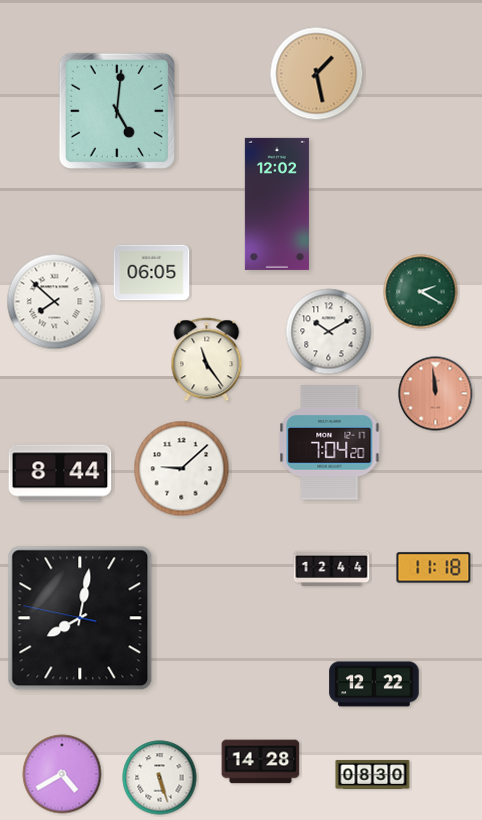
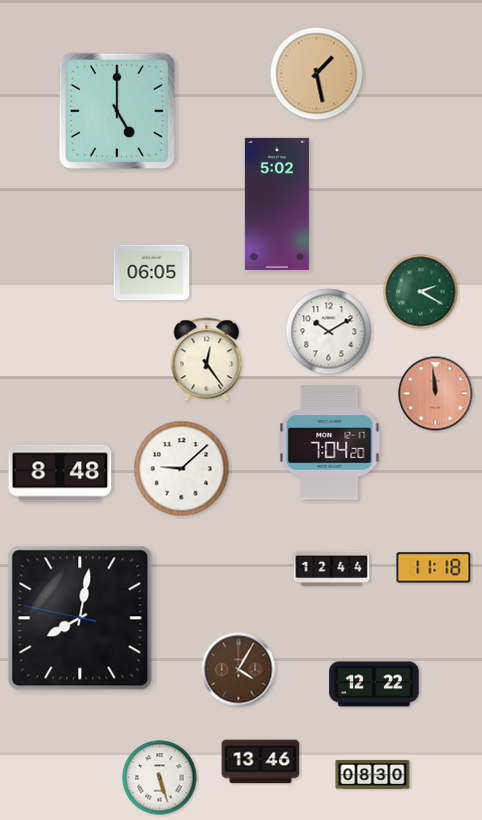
clock at (117, 111): 5:01 -> 5:00
clock at (277, 204): 12:02 -> 5:02
clock at (55, 302): 7:52 -> none
clock at (207, 360): 11:24 -> 12:24
clock at (60, 473): 8:44 -> 8:48
clock at (239, 670): none -> 4:05
clock at (261, 762): 14:28 -> 13:46
clock at (62, 774): 4:40 -> none
